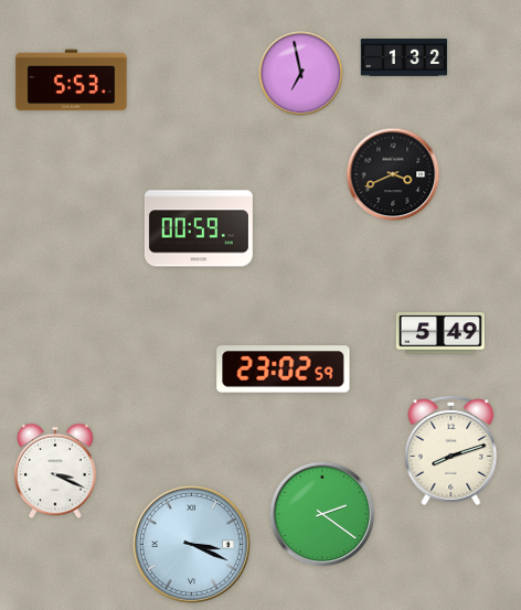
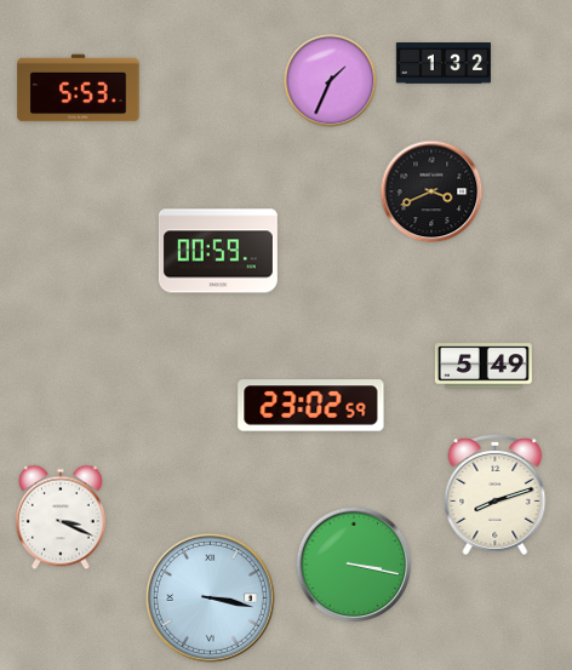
clock at (301, 74): 6:58 -> 1:34
clock at (322, 514): 2:21 -> 3:17
clock at (191, 544): 3:19 -> 3:17
